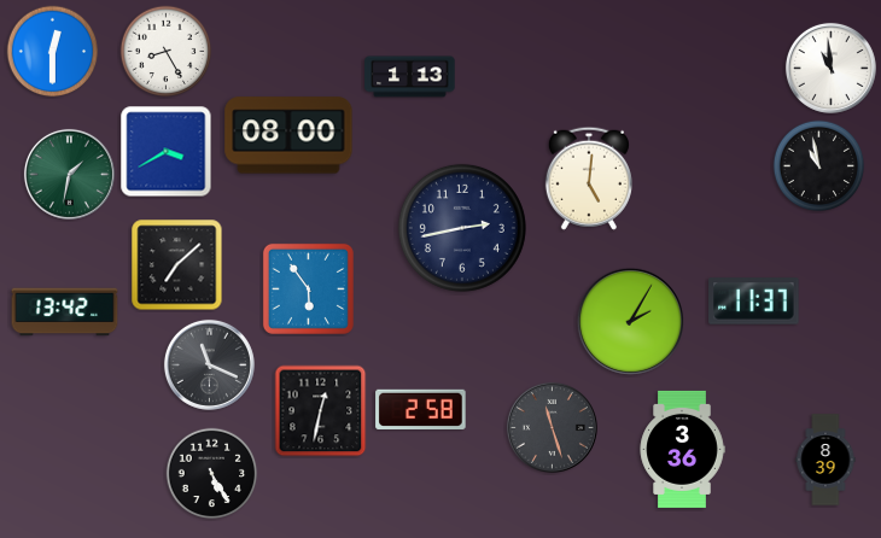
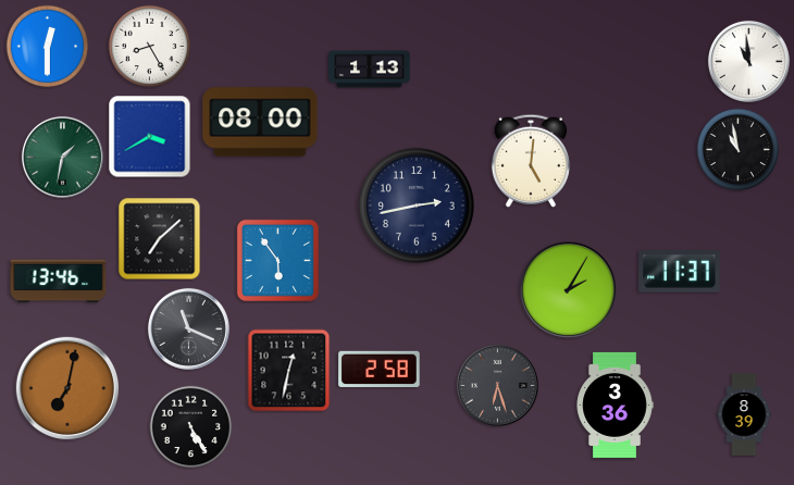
clock at (65, 312): 13:42 -> 13:46
clock at (552, 427): 11:27 -> 6:27
clock at (66, 387): none -> 7:02
